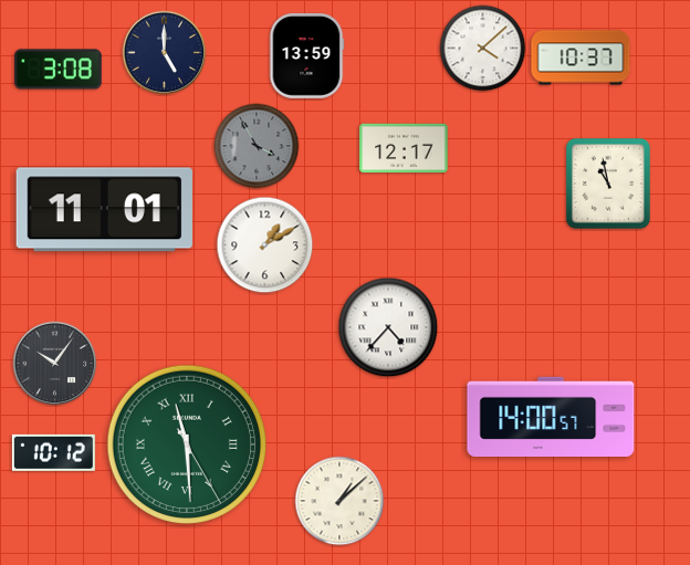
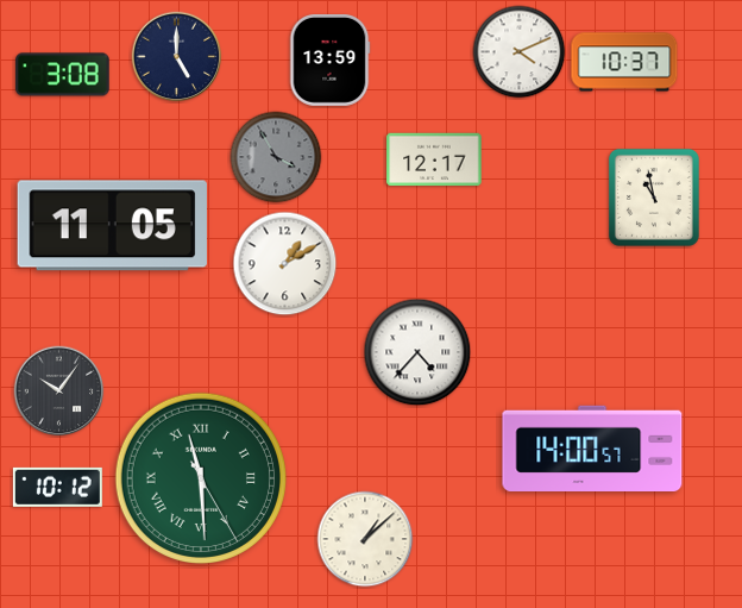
clock at (483, 49): 4:08 -> 4:11
clock at (104, 210): 11:01 -> 11:05
